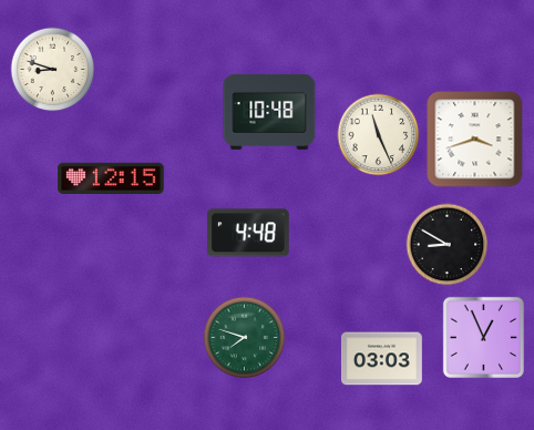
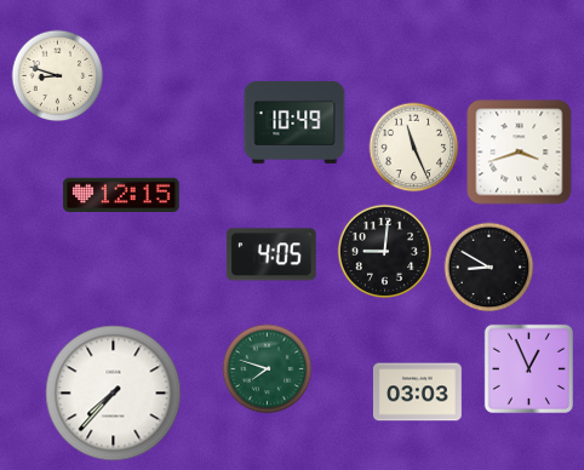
clock at (269, 112): 10:48 -> 10:49
clock at (385, 252): none -> 9:01
clock at (248, 233): 4:48 -> 4:05
clock at (114, 394): none -> 7:37
